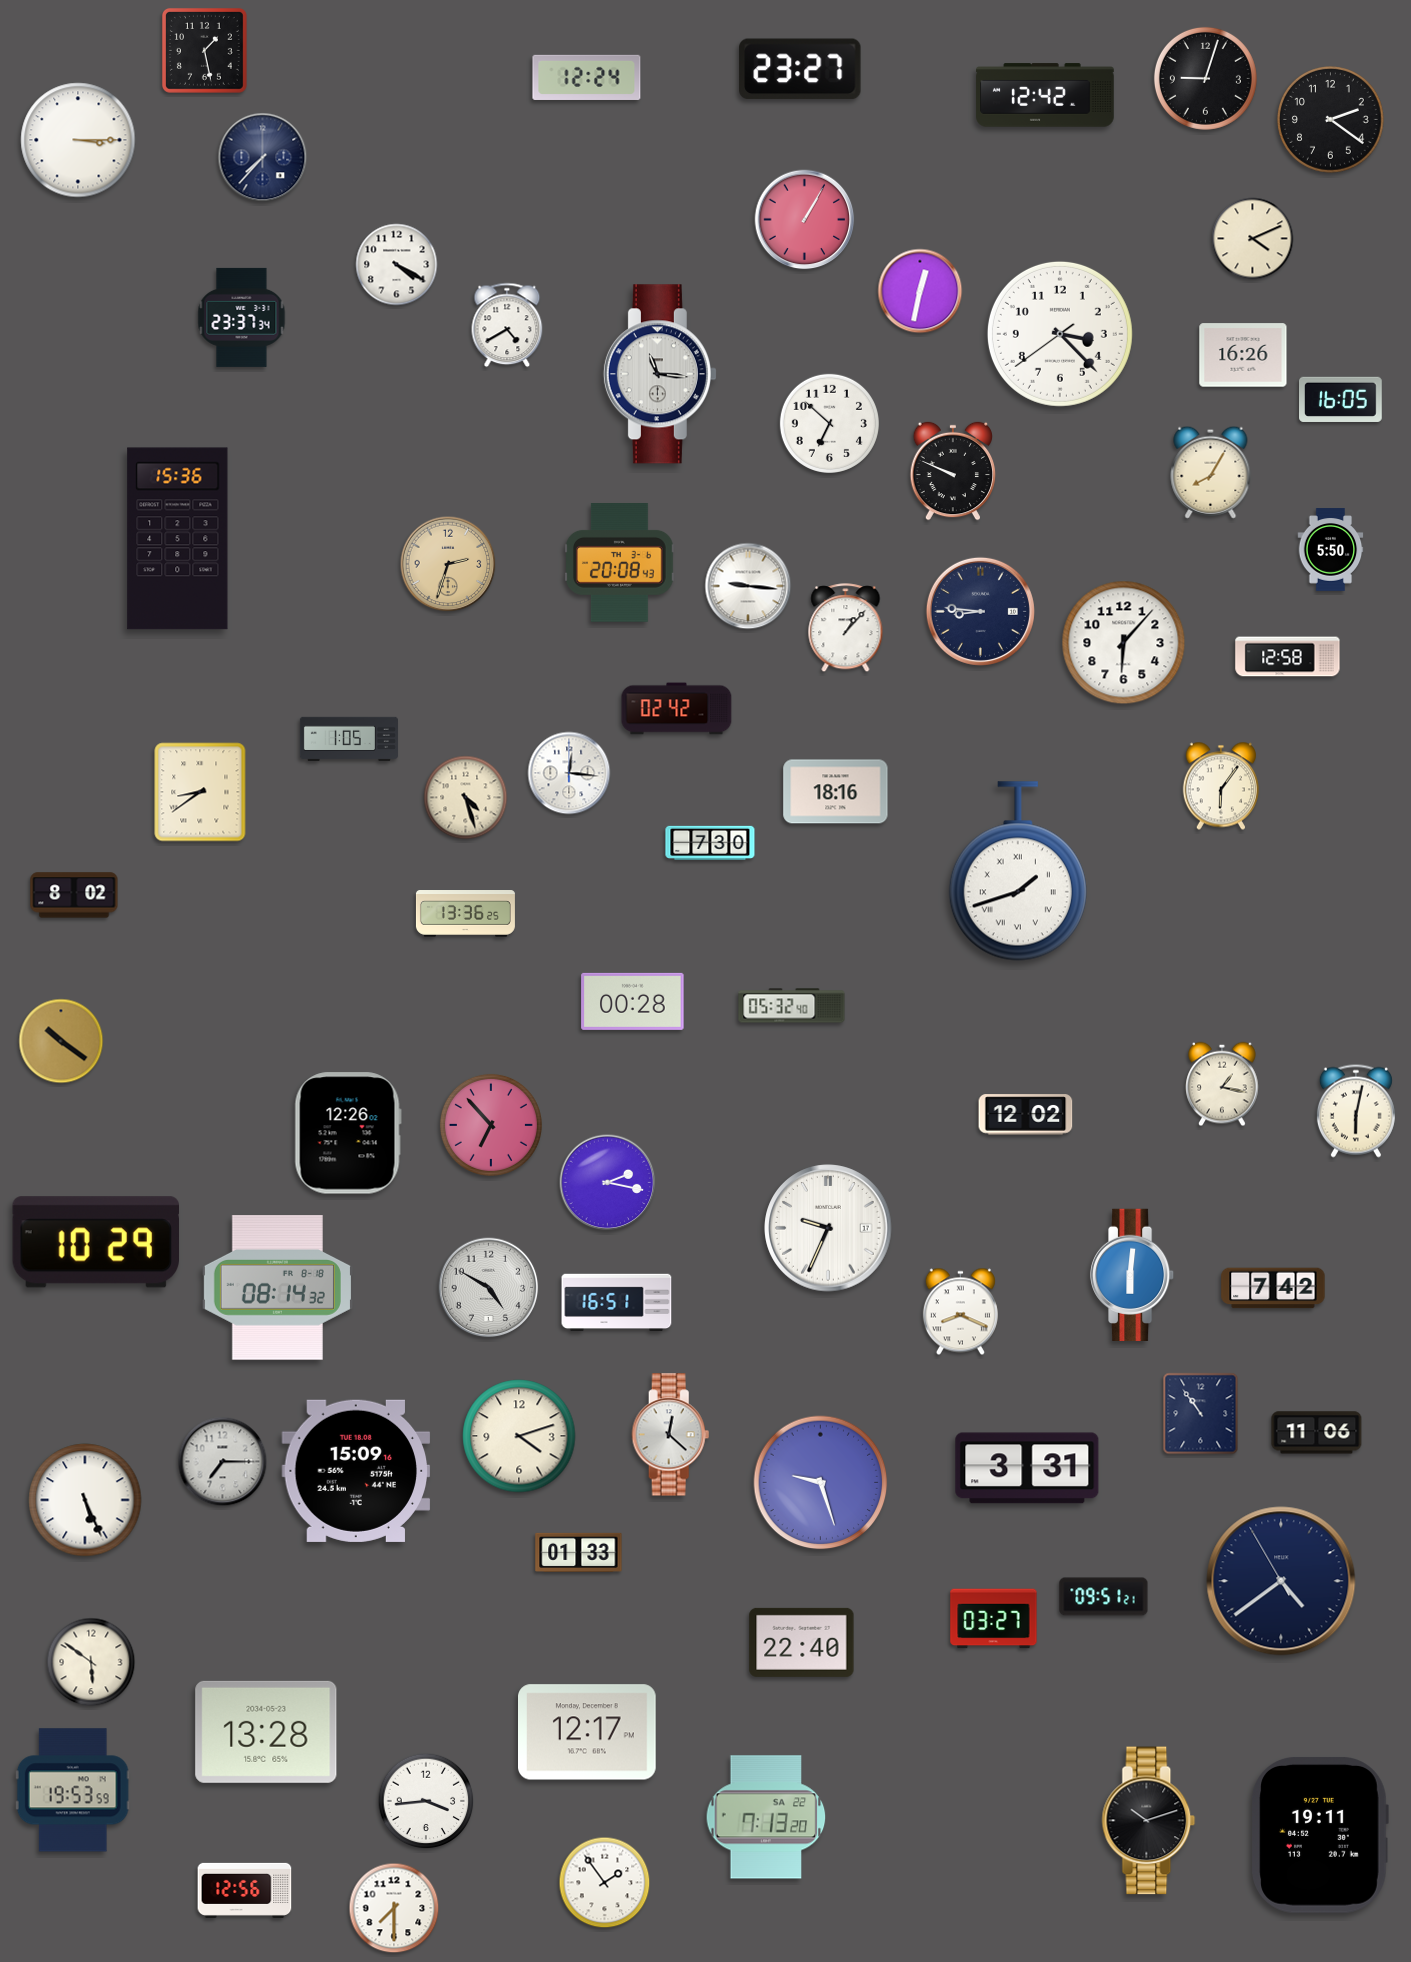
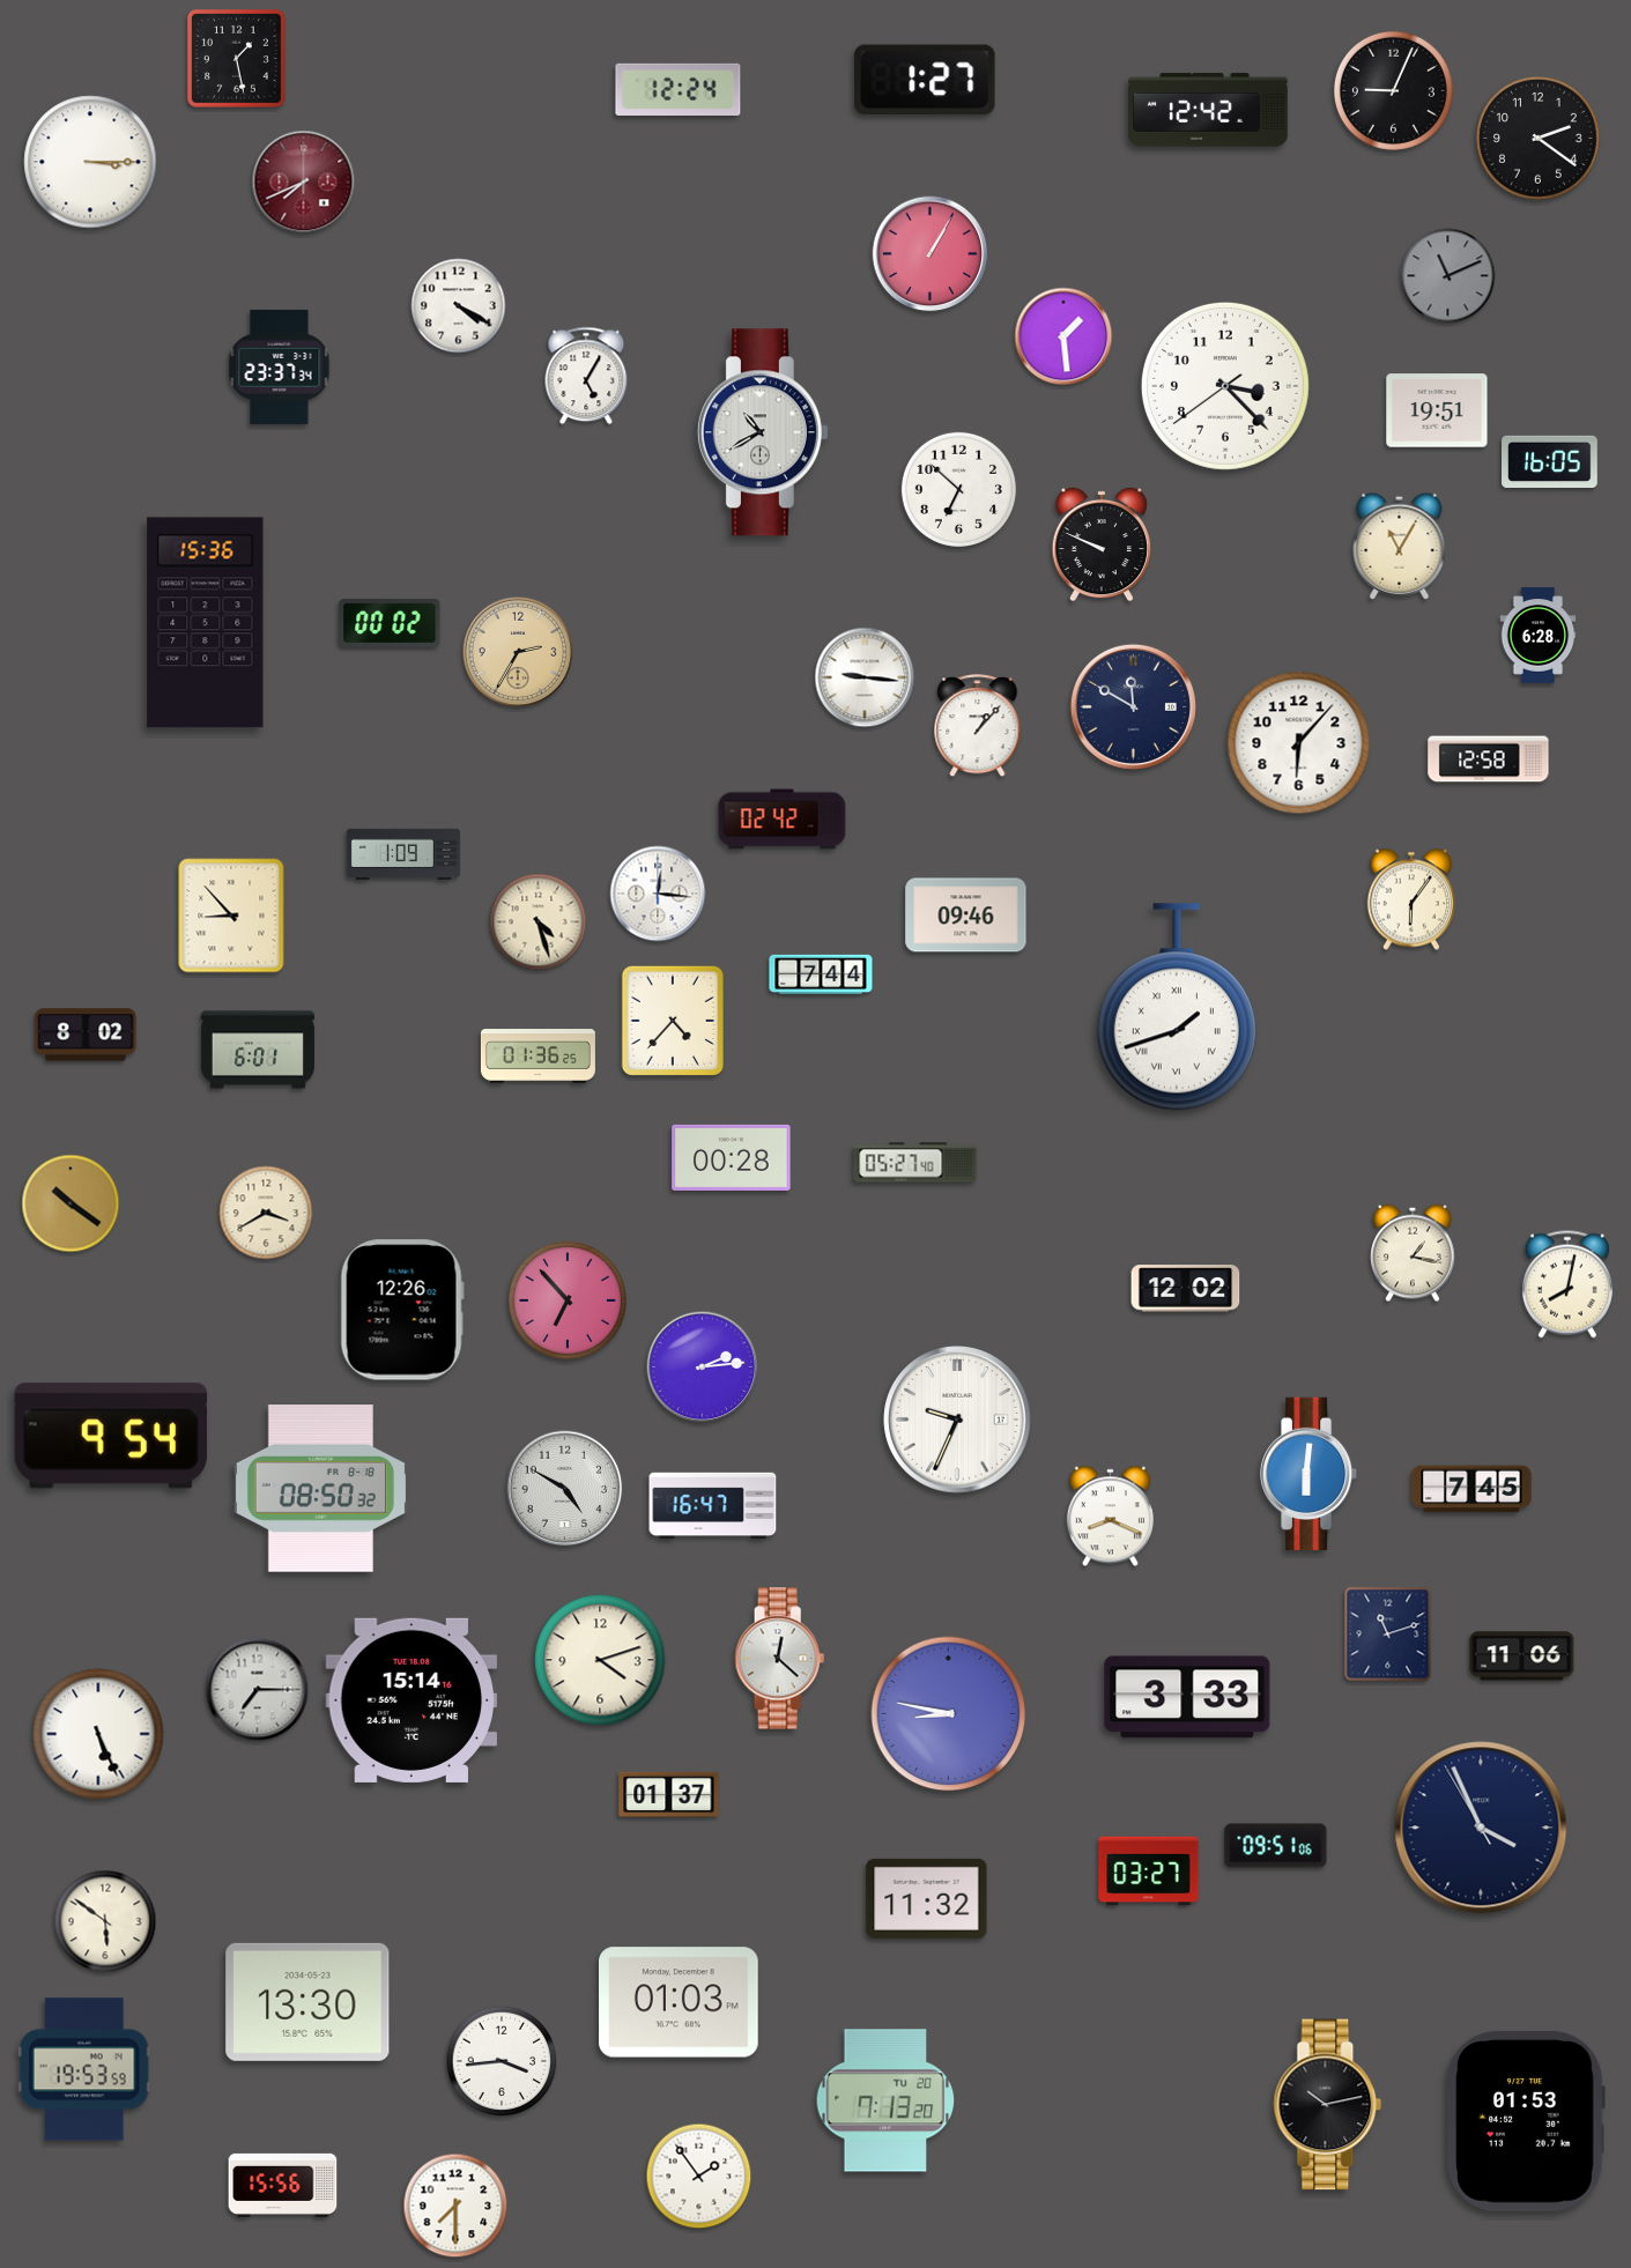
clock at (800, 69): 23:27 -> 1:27
clock at (1205, 78): 9:03 -> 9:04
clock at (263, 158): 7:37 -> 7:41
clock at (263, 158) dial: navy -> burgundy
clock at (1253, 239): 4:11 -> 11:11
clock at (1253, 239) dial: cream -> grey
clock at (920, 291): 12:32 -> 1:29
clock at (507, 325): 4:40 -> 5:05
clock at (1243, 355): 16:26 -> 19:51
clock at (660, 374): 11:16 -> 10:40
clock at (1211, 472): 8:05 -> 11:05
clock at (390, 624): none -> 00:02
clock at (1331, 550): 5:50 -> 6:28
clock at (620, 563): 20:08 -> none
clock at (448, 564): 2:33 -> 2:35
clock at (980, 611): 8:46 -> 11:50
clock at (349, 739): 1:05 -> 1:09
clock at (1220, 786) position: (1220, 786) -> (1410, 899)
clock at (200, 792): 8:39 -> 8:53
clock at (836, 792): 18:16 -> 09:46
clock at (710, 843): 7:30 -> 7:44
clock at (672, 1020): none -> 4:37
clock at (258, 1050): none -> 6:01
clock at (465, 914): 13:36 -> 01:36
clock at (792, 1006): 05:32 -> 05:27
clock at (266, 1213): none -> 3:40
clock at (1356, 1111): 6:02 -> 8:02
clock at (608, 1183): 2:17 -> 2:14
clock at (95, 1242): 10:29 -> 9:54
clock at (277, 1288): 08:14 -> 08:50
clock at (1273, 1288): 7:42 -> 7:45
clock at (617, 1303): 16:51 -> 16:47
clock at (1201, 1414): 10:54 -> 11:12
clock at (671, 1435) position: (671, 1435) -> (780, 1659)
clock at (1027, 1468): 3:31 -> 3:33
clock at (356, 1471): 15:09 -> 15:14
clock at (821, 1483): 9:27 -> 8:47
clock at (579, 1552): 01:33 -> 01:37
clock at (1281, 1581): 4:38 -> 3:55
clock at (1104, 1597): 09:51:21 -> 09:51:06
clock at (802, 1642): 22:40 -> 11:32
clock at (266, 1732): 13:28 -> 13:30
clock at (588, 1732): 12:17 -> 01:03
clock at (426, 1801) position: (426, 1801) -> (502, 2061)
clock at (766, 1817) date: SA 22 -> TU 20
clock at (1149, 1821): 10:12 -> 10:13
clock at (1320, 1835): 19:11 -> 01:53
clock at (245, 1890): 12:56 -> 15:56
